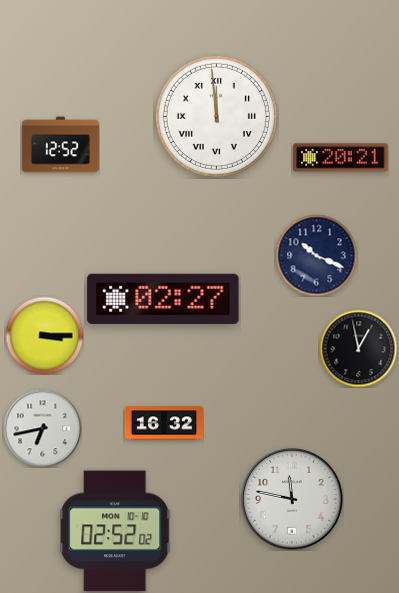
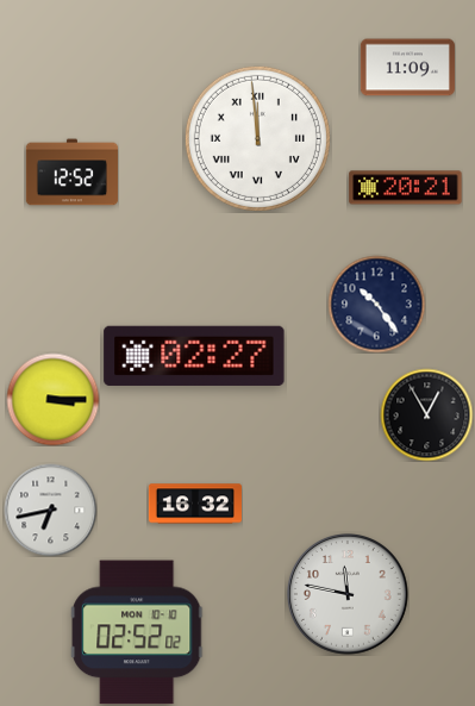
clock at (407, 68): none -> 11:09
clock at (316, 255): 10:19 -> 10:24
clock at (358, 348): 12:58 -> 12:55
